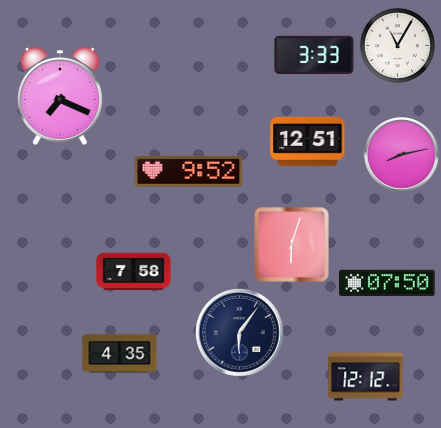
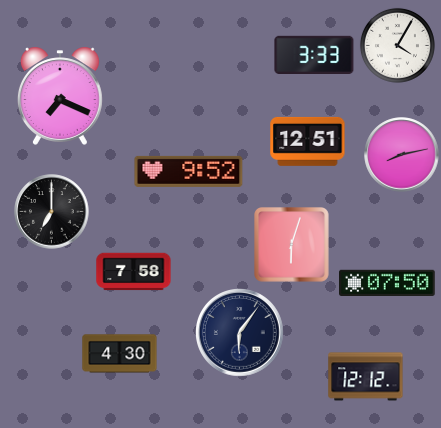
clock at (397, 45): 11:05 -> 4:05
clock at (52, 212): none -> 7:00
clock at (120, 354): 4:35 -> 4:30
